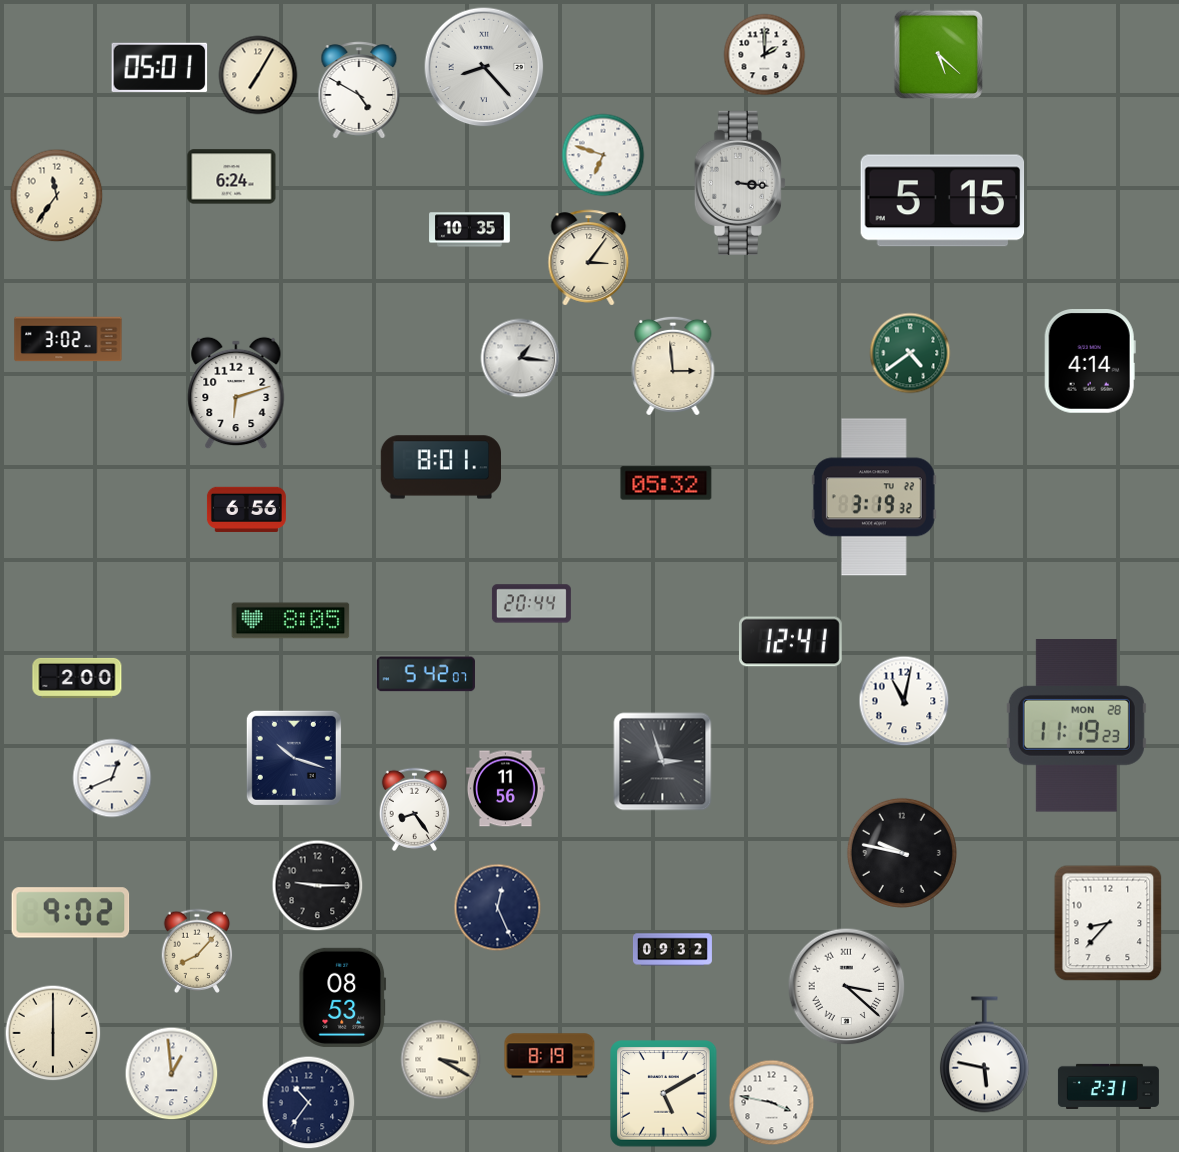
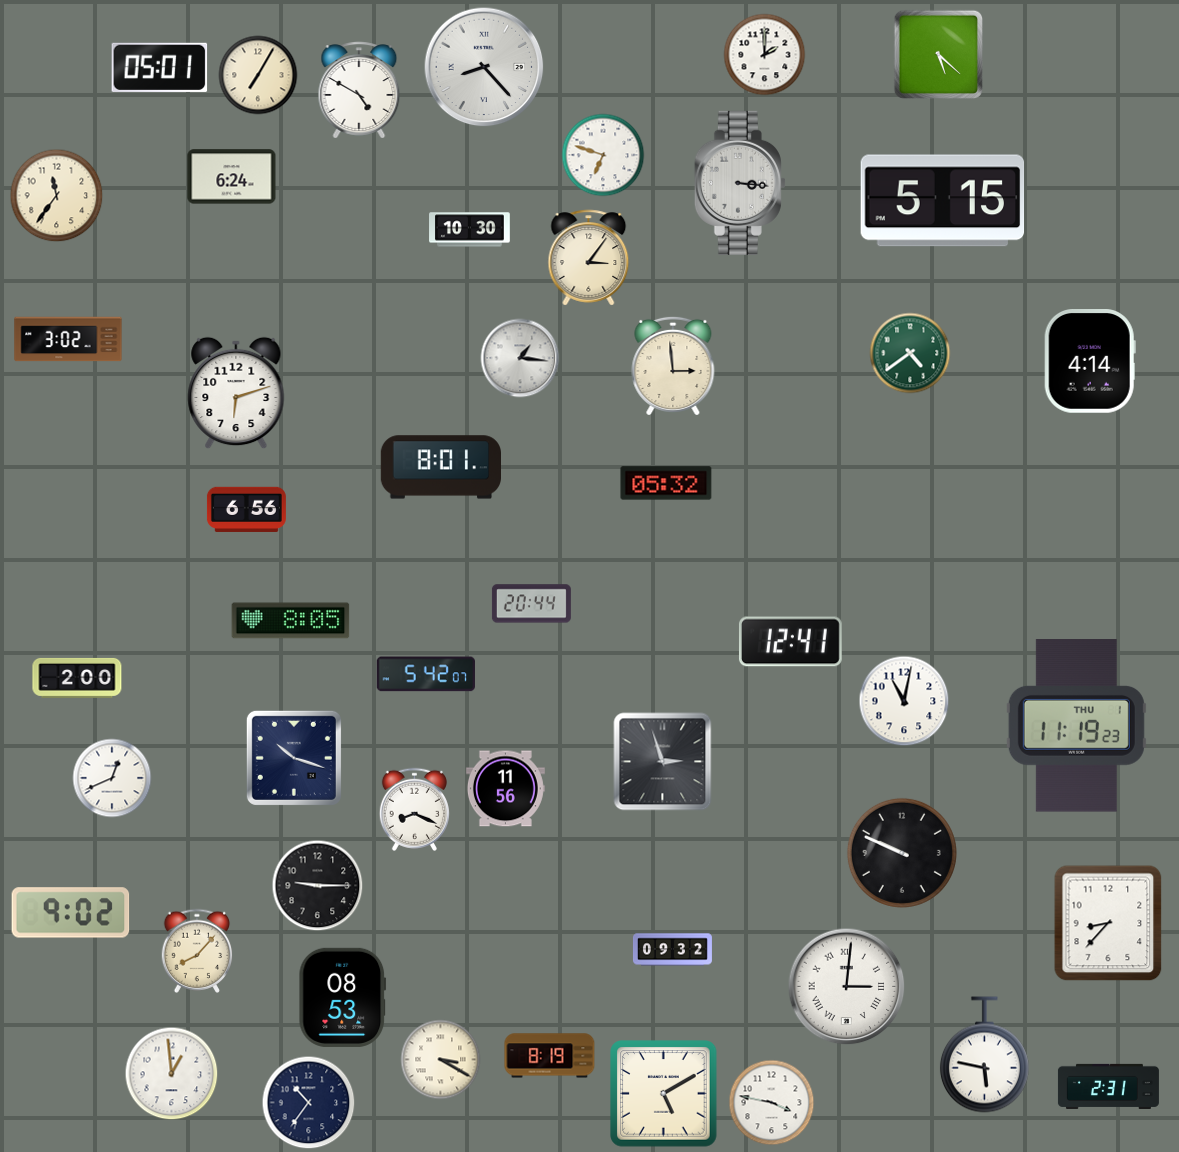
clock at (470, 230): 10:35 -> 10:30
clock at (874, 497): 3:19 -> none
clock at (1076, 726) date: MON 28 -> THU 1
clock at (414, 809): 8:24 -> 8:19
clock at (902, 853): 9:47 -> 9:49
clock at (498, 908): 12:26 -> none
clock at (847, 987): 3:22 -> 3:01
clock at (53, 1033): 6:00 -> none
